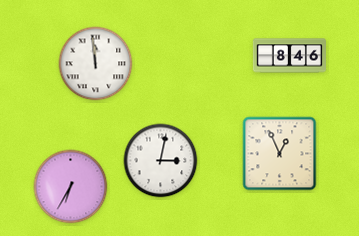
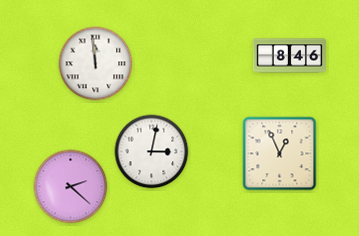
clock at (161, 161) position: (161, 161) -> (152, 152)
clock at (71, 187): 6:35 -> 2:22
